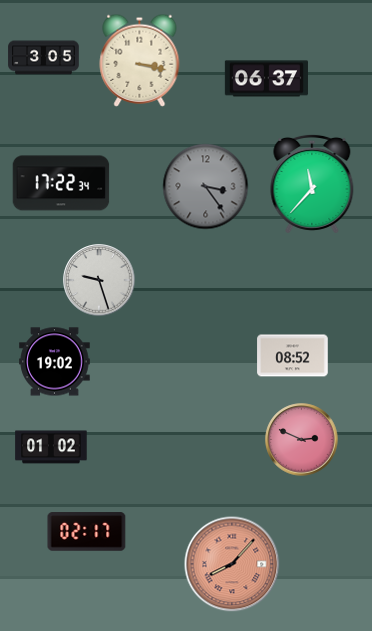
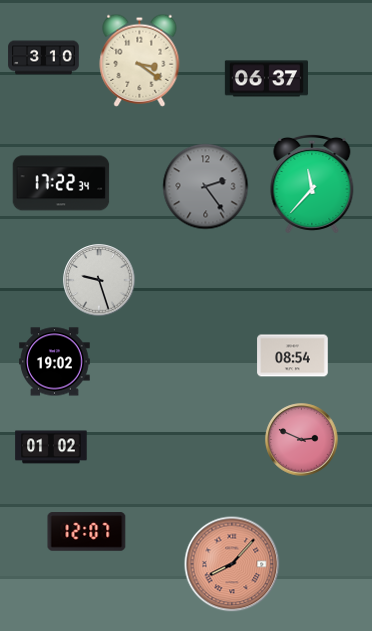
clock at (44, 58): 3:05 -> 3:10
clock at (140, 60): 3:17 -> 3:21
clock at (206, 187): 3:24 -> 2:24
clock at (293, 356): 08:52 -> 08:54
clock at (87, 532): 02:17 -> 12:07
